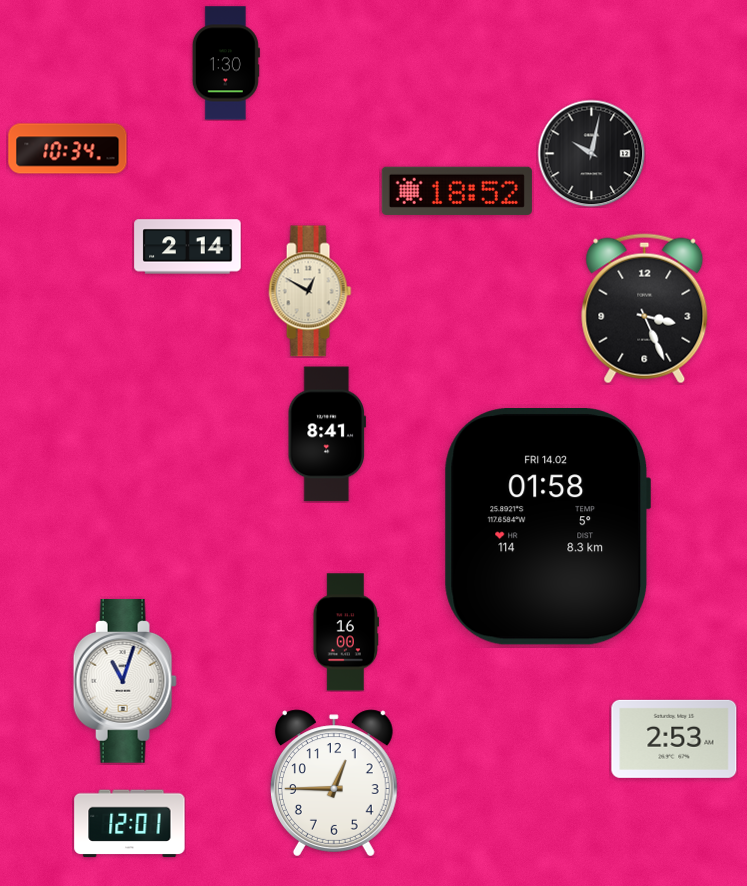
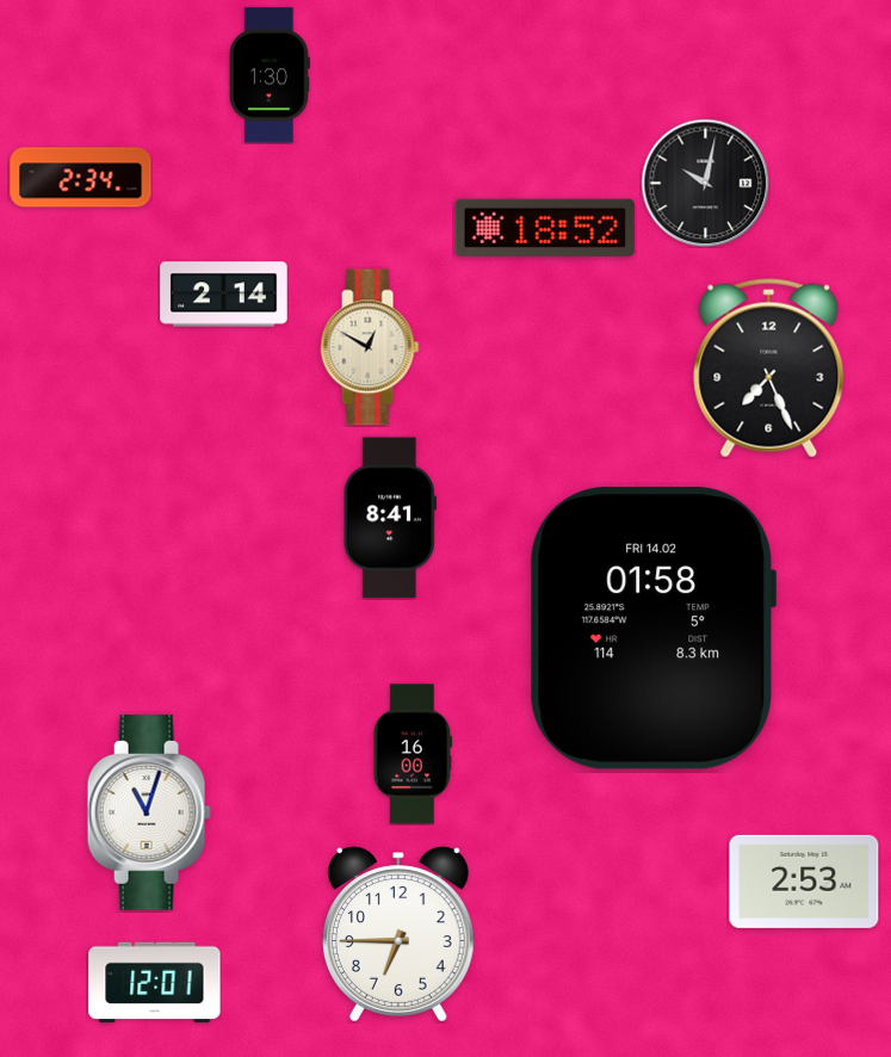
clock at (68, 149): 10:34 -> 2:34
clock at (645, 309): 3:26 -> 7:26
clock at (334, 783): 12:45 -> 6:45
